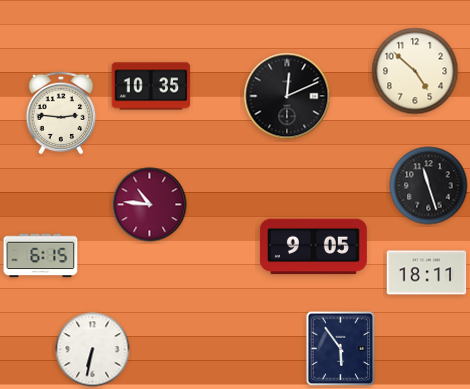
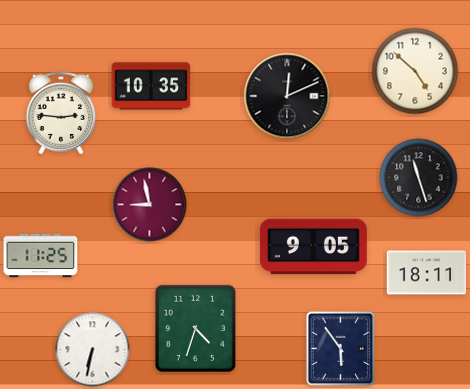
clock at (429, 186) position: (429, 186) -> (419, 178)
clock at (150, 205): 10:46 -> 8:58
clock at (41, 256): 6:15 -> 11:25
clock at (195, 328): none -> 4:33
